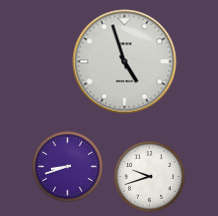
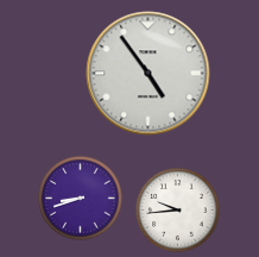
clock at (125, 62): 4:57 -> 4:54
clock at (150, 177): 9:42 -> 9:44
